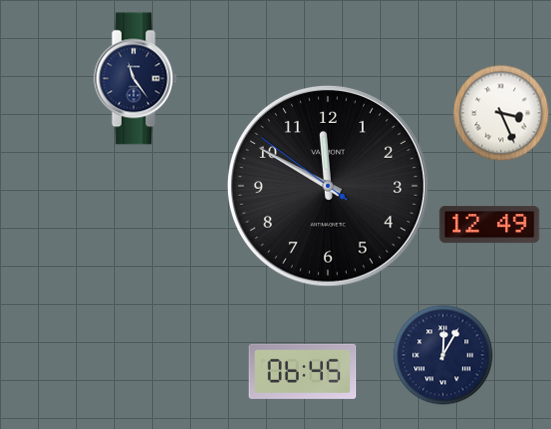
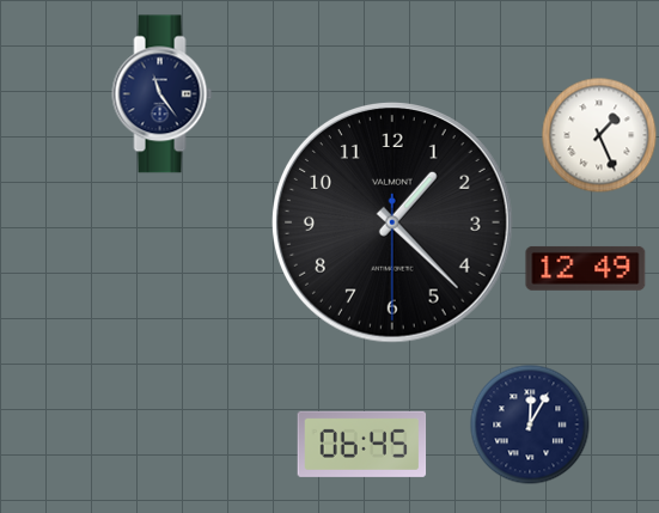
clock at (501, 113): 3:26 -> 1:26
clock at (329, 187): 11:49 -> 1:22
